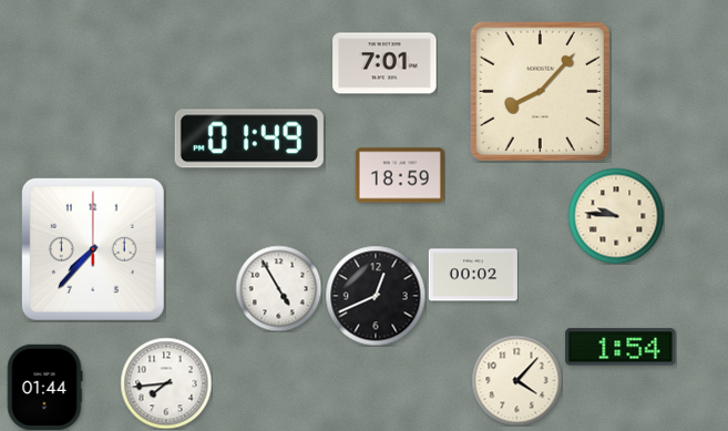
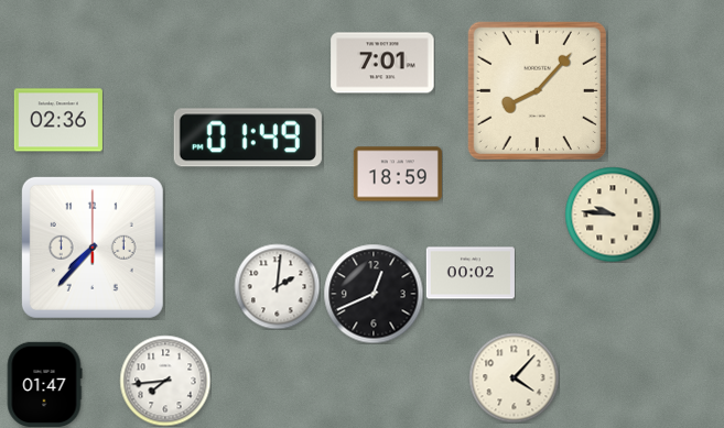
clock at (58, 120): none -> 02:36
clock at (278, 288): 4:55 -> 2:01
clock at (621, 347): 1:54 -> none
clock at (44, 387): 01:44 -> 01:47
